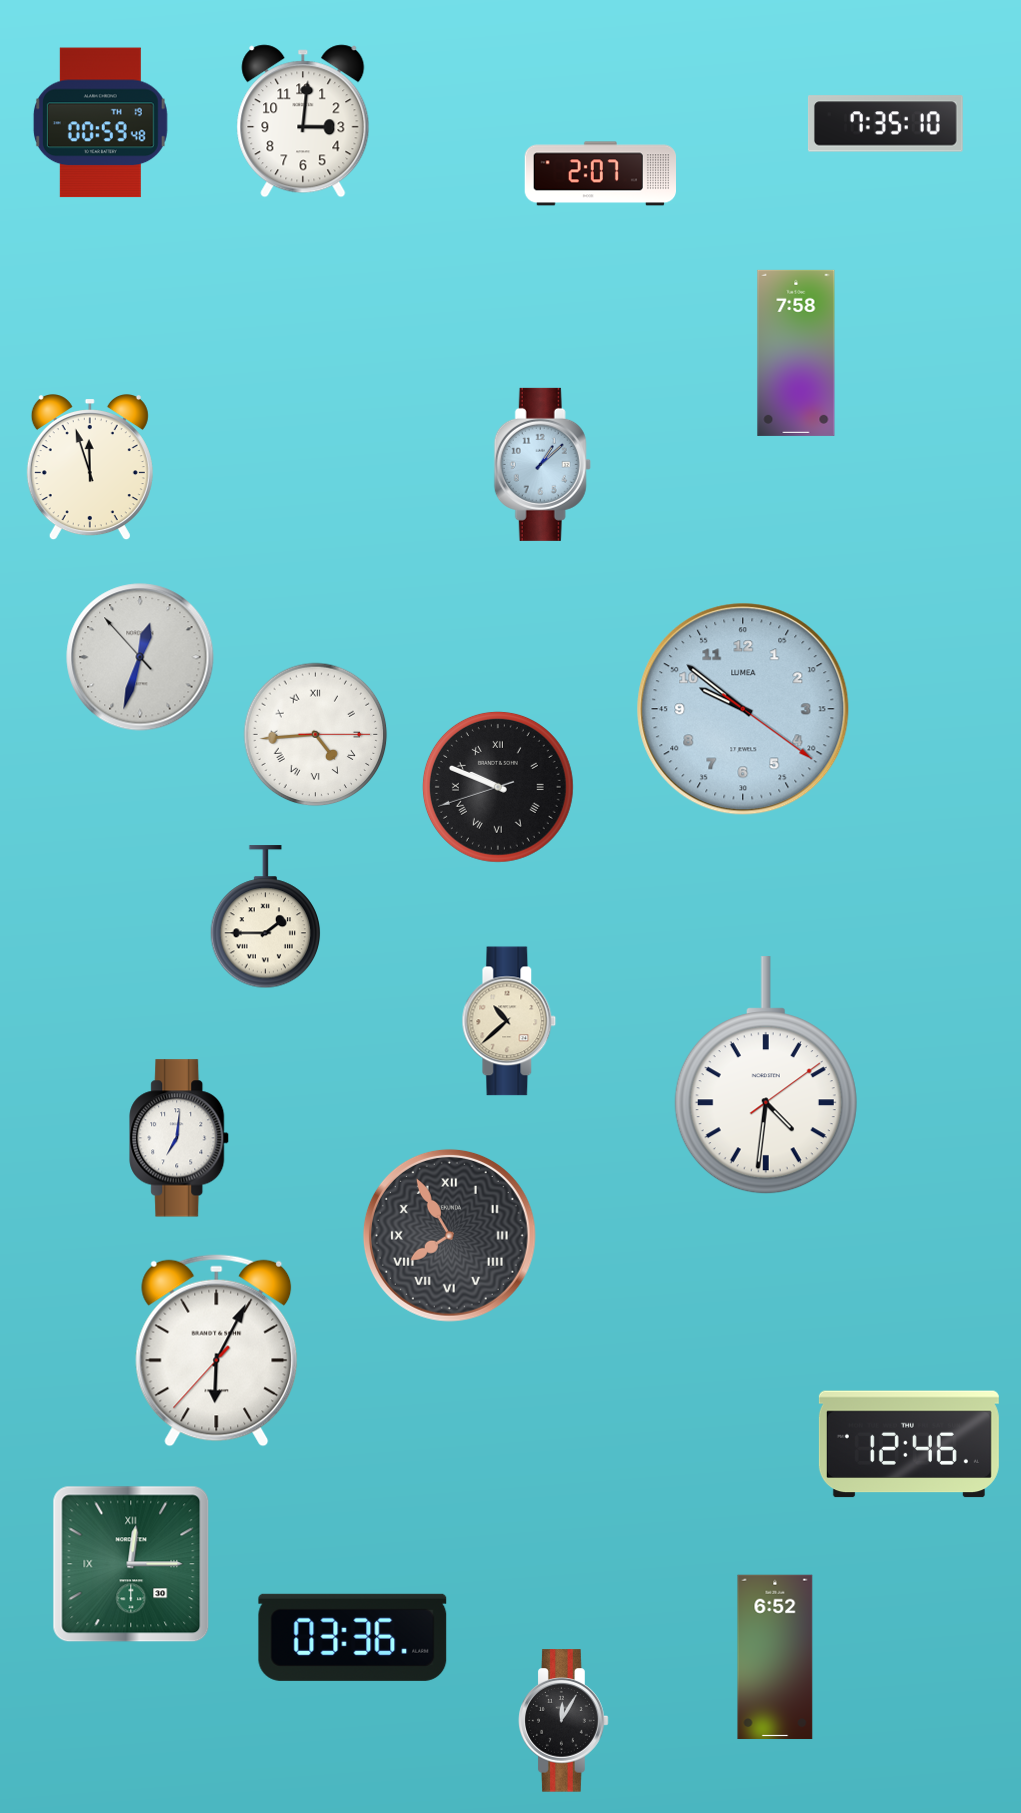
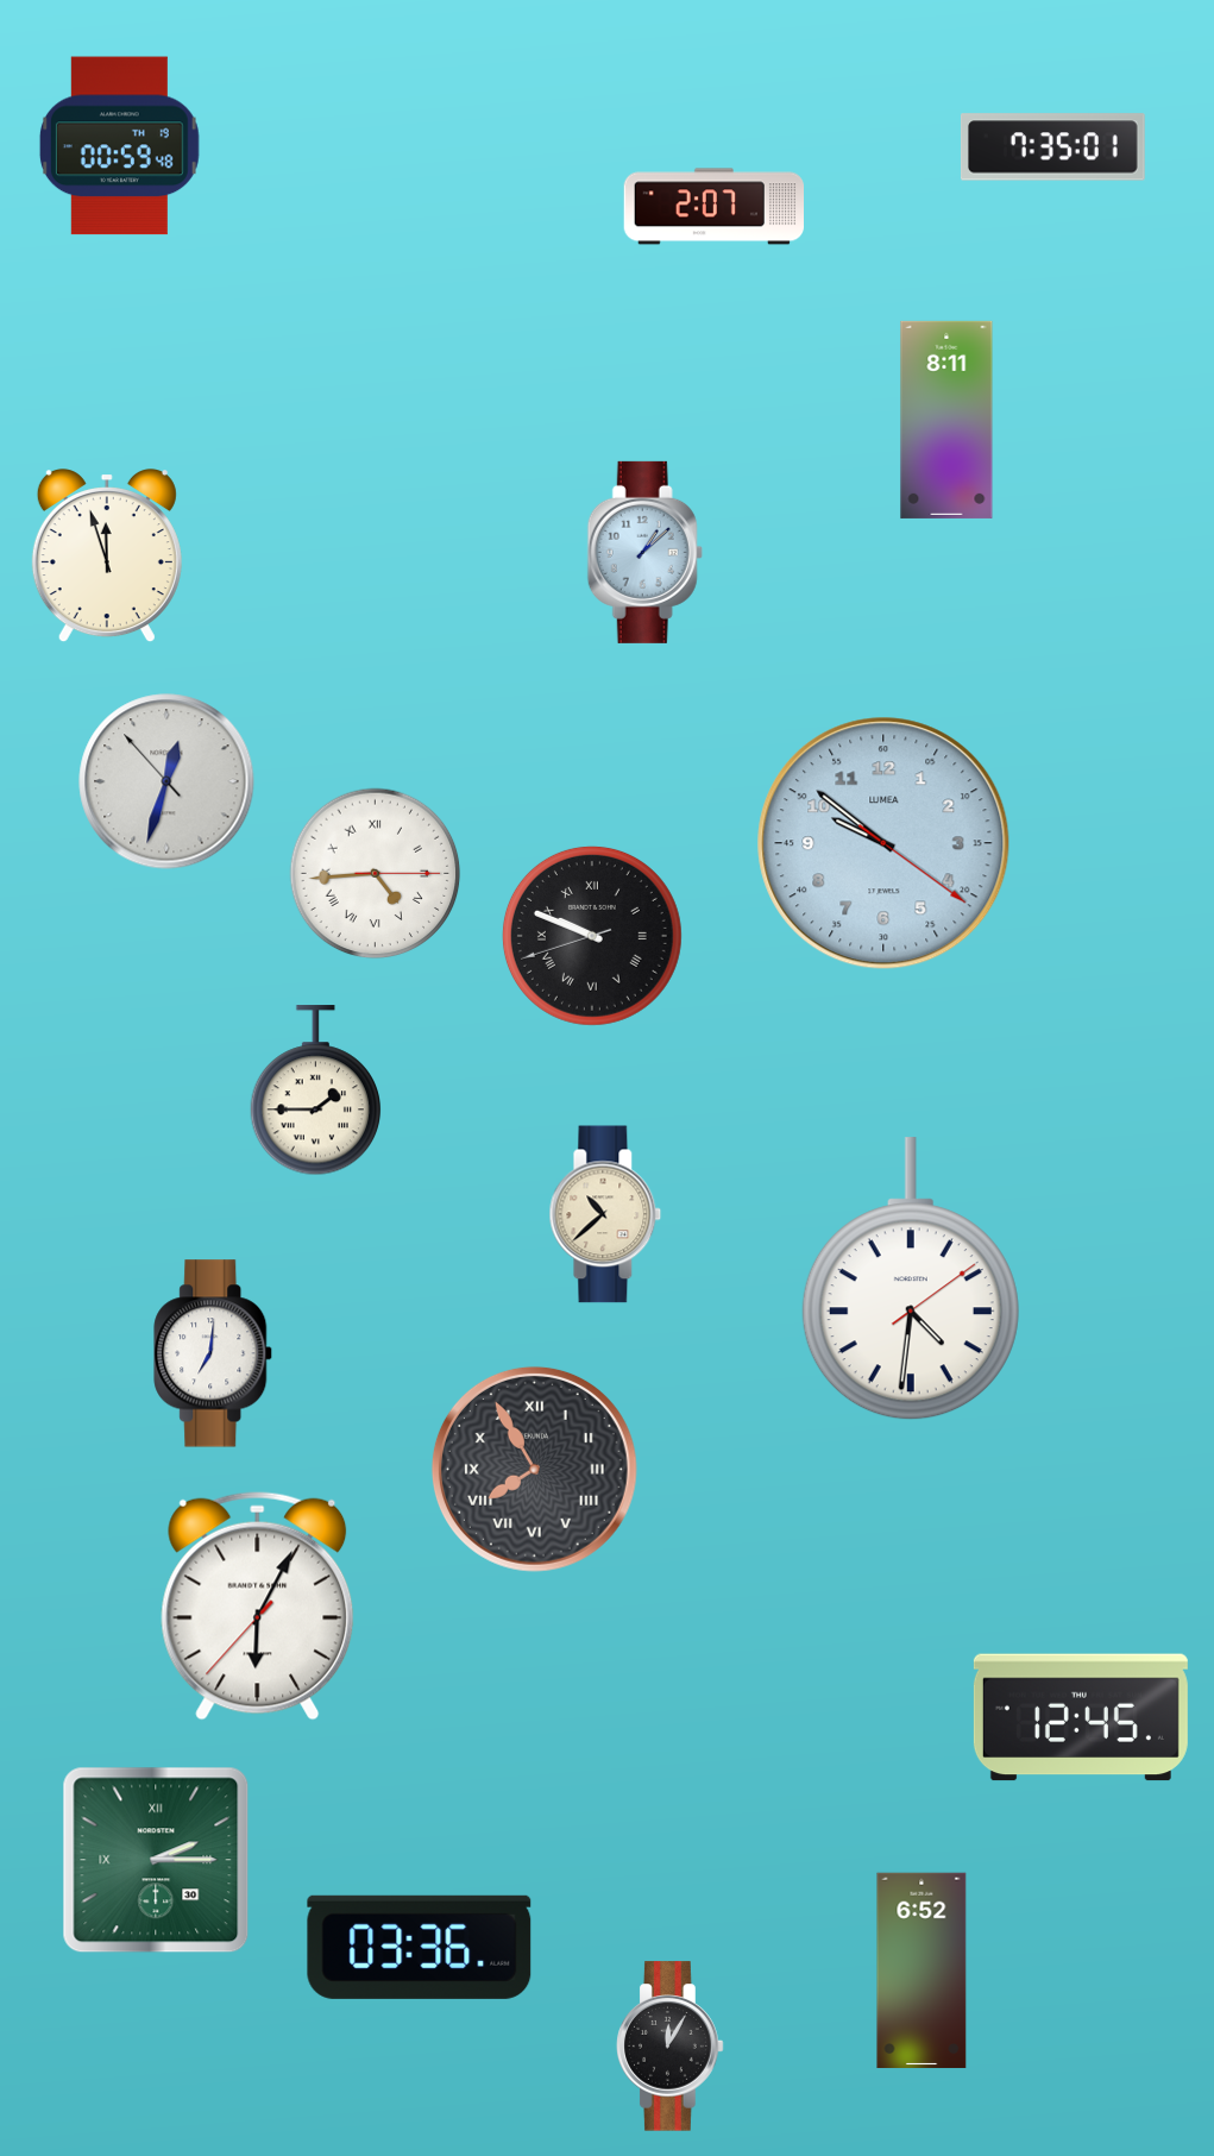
clock at (303, 121): 3:01 -> none
clock at (885, 124): 7:35:10 -> 7:35:01
clock at (796, 353): 7:58 -> 8:11
clock at (909, 1444): 12:46 -> 12:45
clock at (131, 1564): 12:15 -> 2:15
